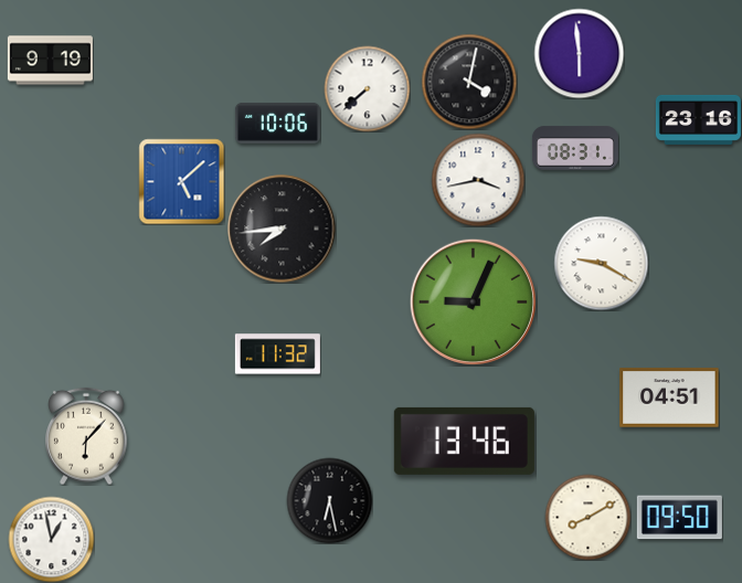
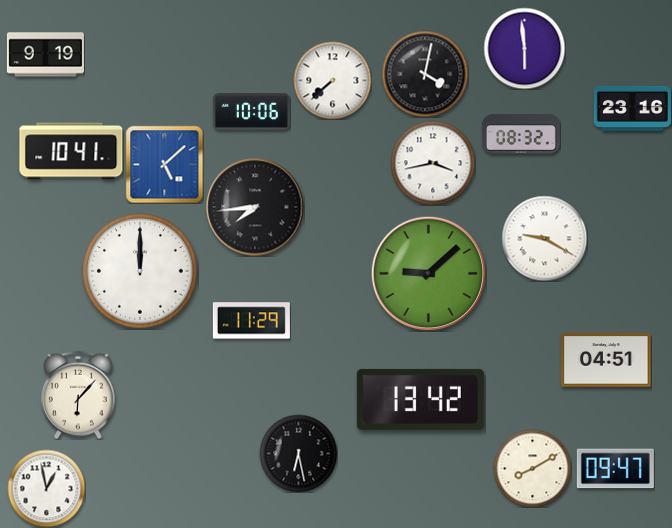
clock at (575, 148): 08:31 -> 08:32
clock at (71, 151): none -> 10:41
clock at (140, 271): none -> 12:00
clock at (473, 301): 9:04 -> 9:08
clock at (277, 354): 11:32 -> 11:29
clock at (464, 441): 13:46 -> 13:42
clock at (679, 518): 09:50 -> 09:47
